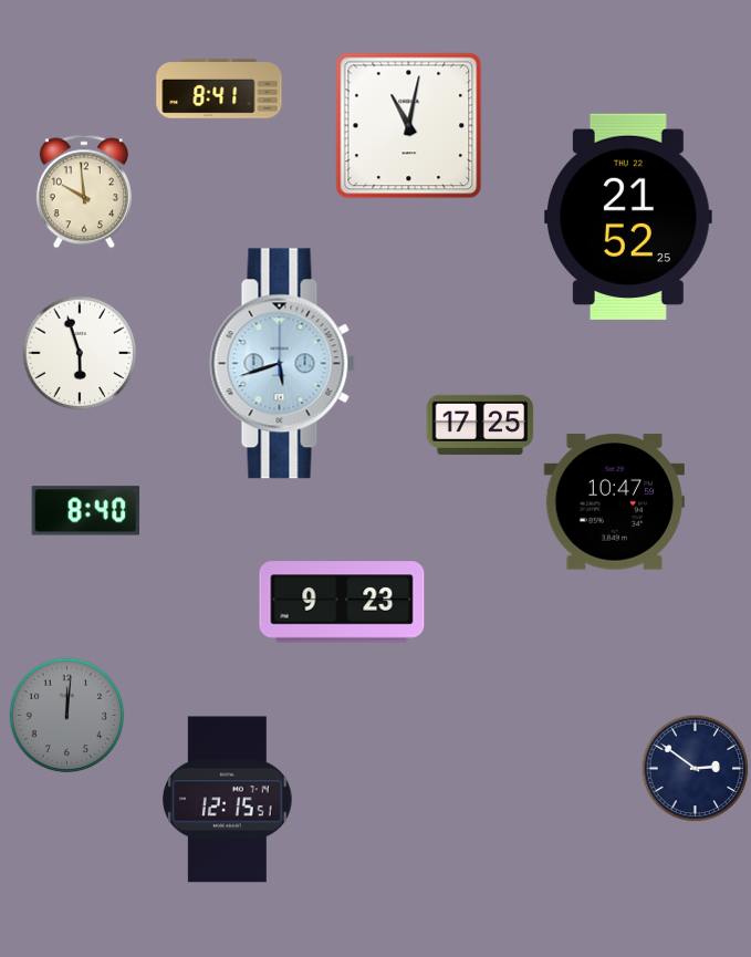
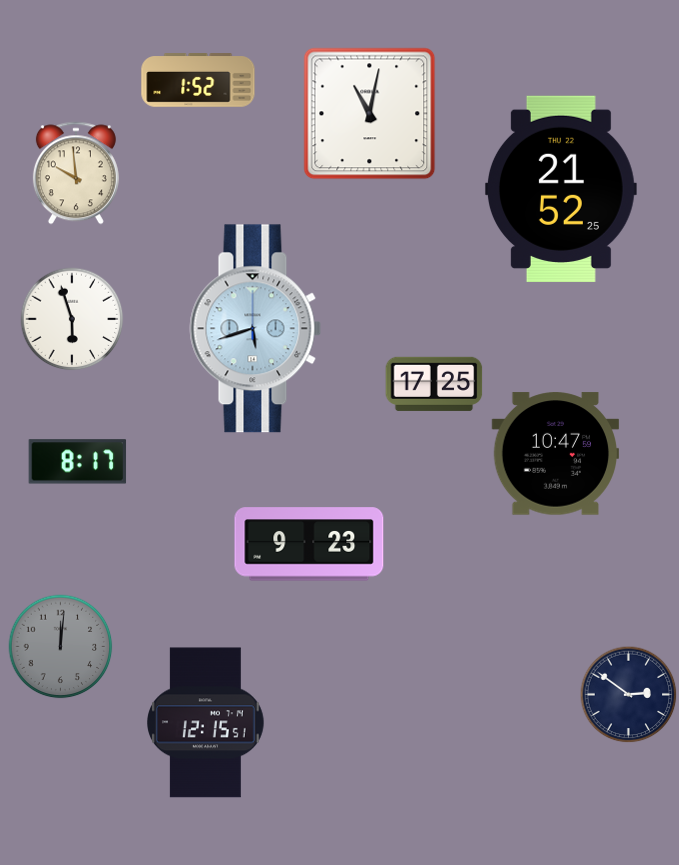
clock at (219, 89): 8:41 -> 1:52
clock at (628, 216) position: (628, 216) -> (561, 188)
clock at (86, 511): 8:40 -> 8:17
